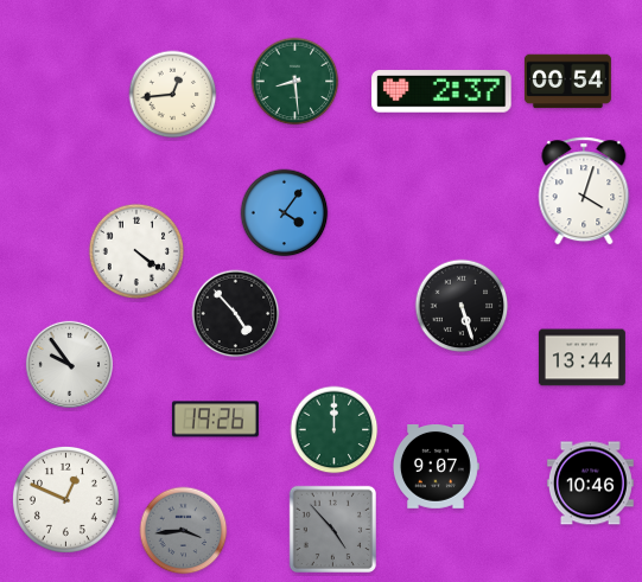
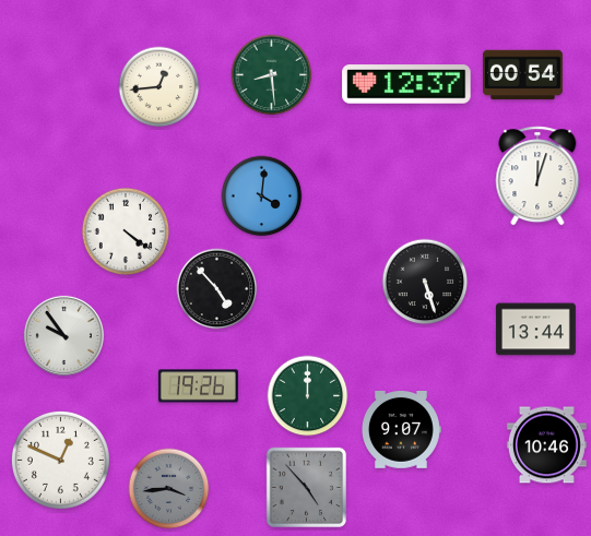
clock at (441, 91): 2:37 -> 12:37
clock at (584, 191): 4:03 -> 12:03
clock at (285, 213): 4:06 -> 4:01
clock at (590, 484) position: (590, 484) -> (546, 445)
